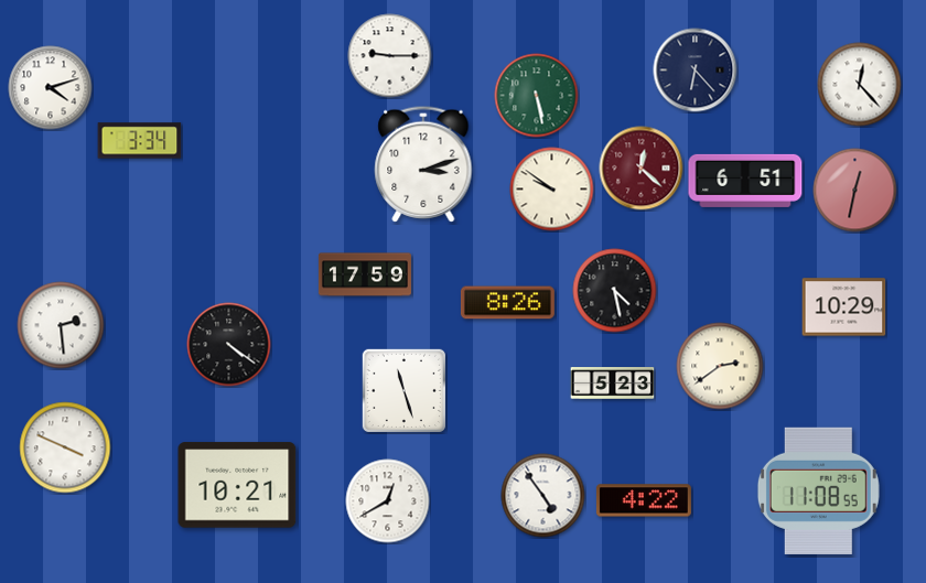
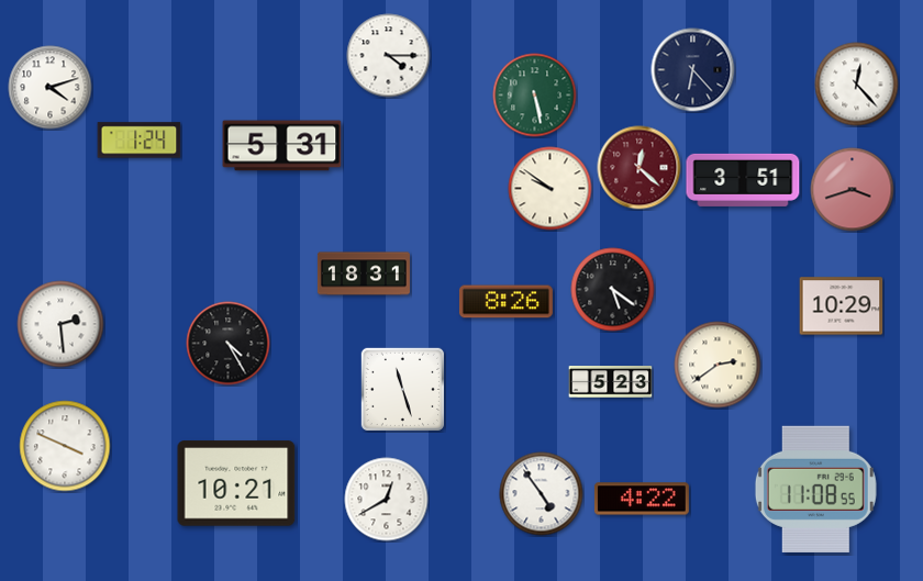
clock at (390, 56): 9:15 -> 4:15
clock at (140, 141): 3:34 -> 1:24
clock at (282, 146): none -> 5:31
clock at (423, 164): 3:12 -> none
clock at (745, 181): 6:51 -> 3:51
clock at (855, 191): 12:32 -> 3:42
clock at (365, 274): 17:59 -> 18:31
clock at (615, 291): 4:28 -> 5:21
clock at (229, 345): 4:21 -> 4:25
